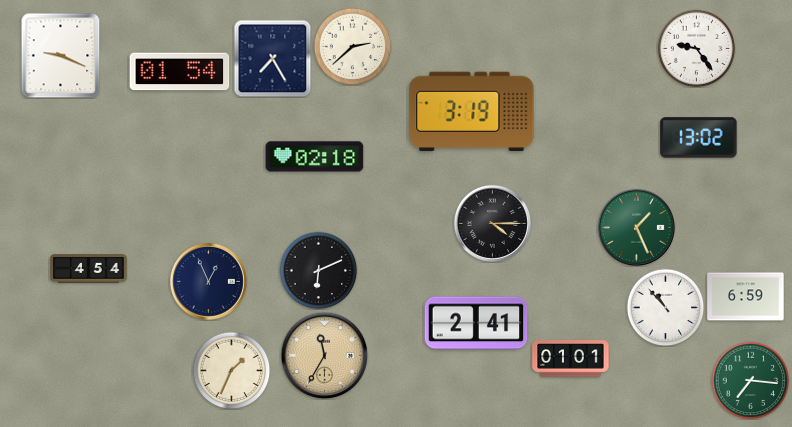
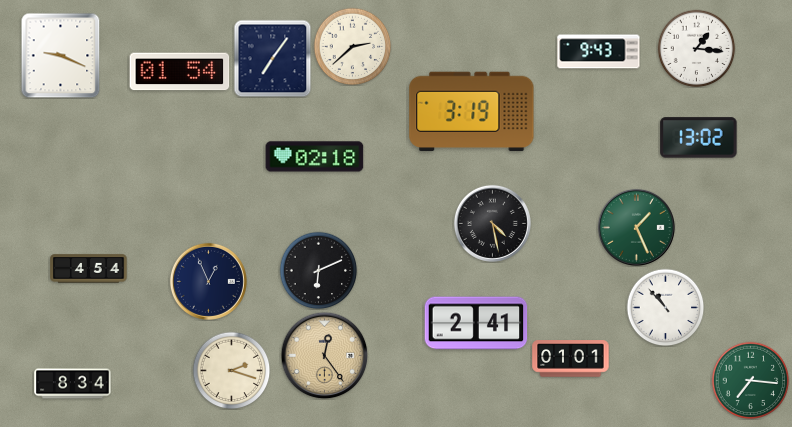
clock at (696, 48): 9:24 -> 1:16
clock at (599, 52): none -> 9:43
clock at (272, 58): 7:25 -> 7:06
clock at (492, 223): 4:15 -> 4:28
clock at (746, 297): 6:59 -> none
clock at (324, 355): 11:35 -> 12:24
clock at (231, 370): 1:34 -> 2:18
clock at (73, 384): none -> 8:34
